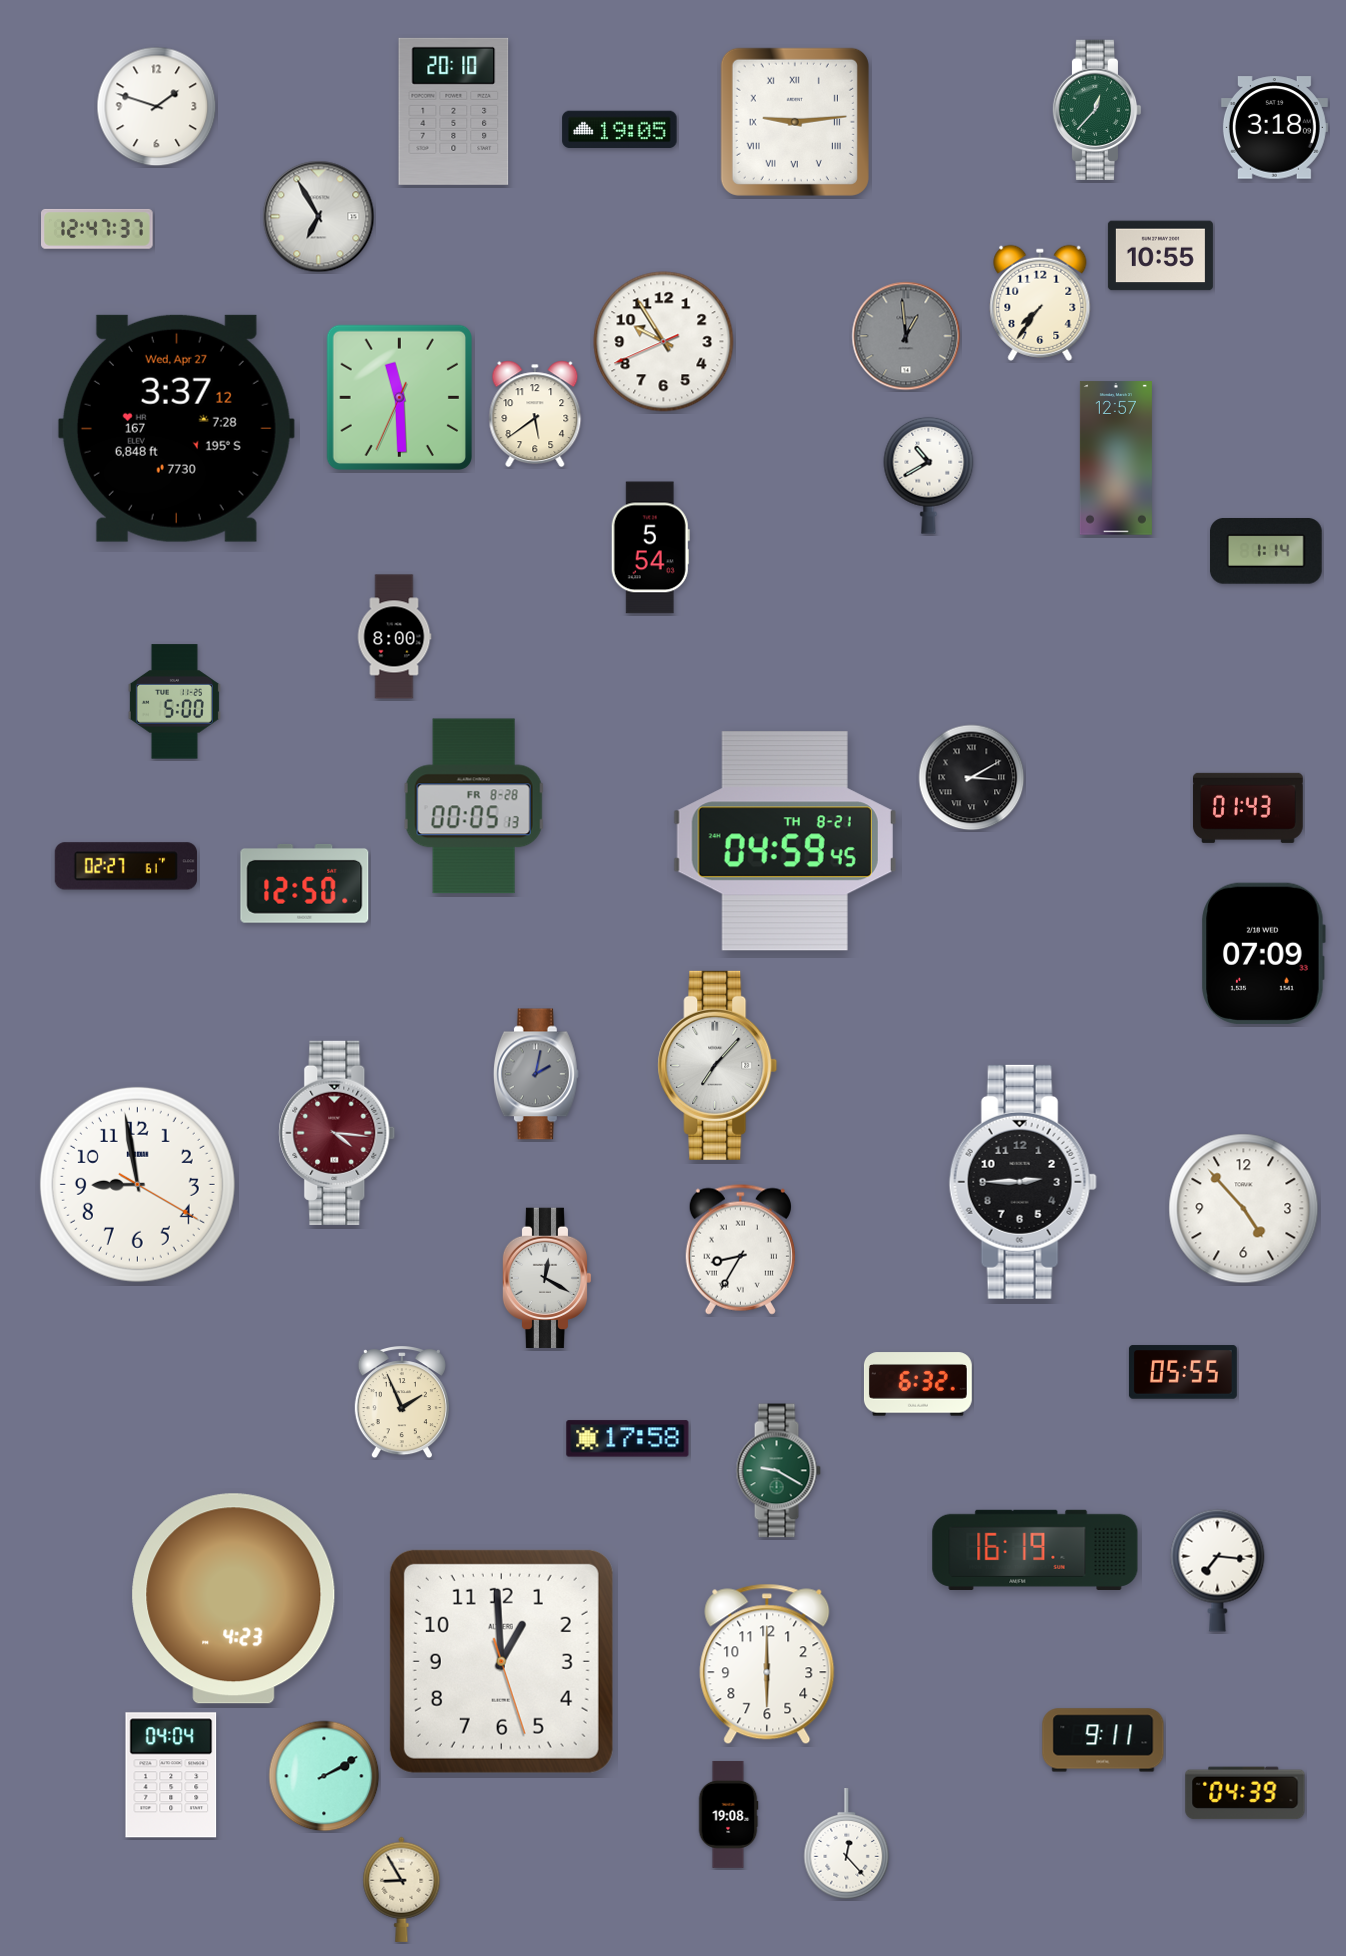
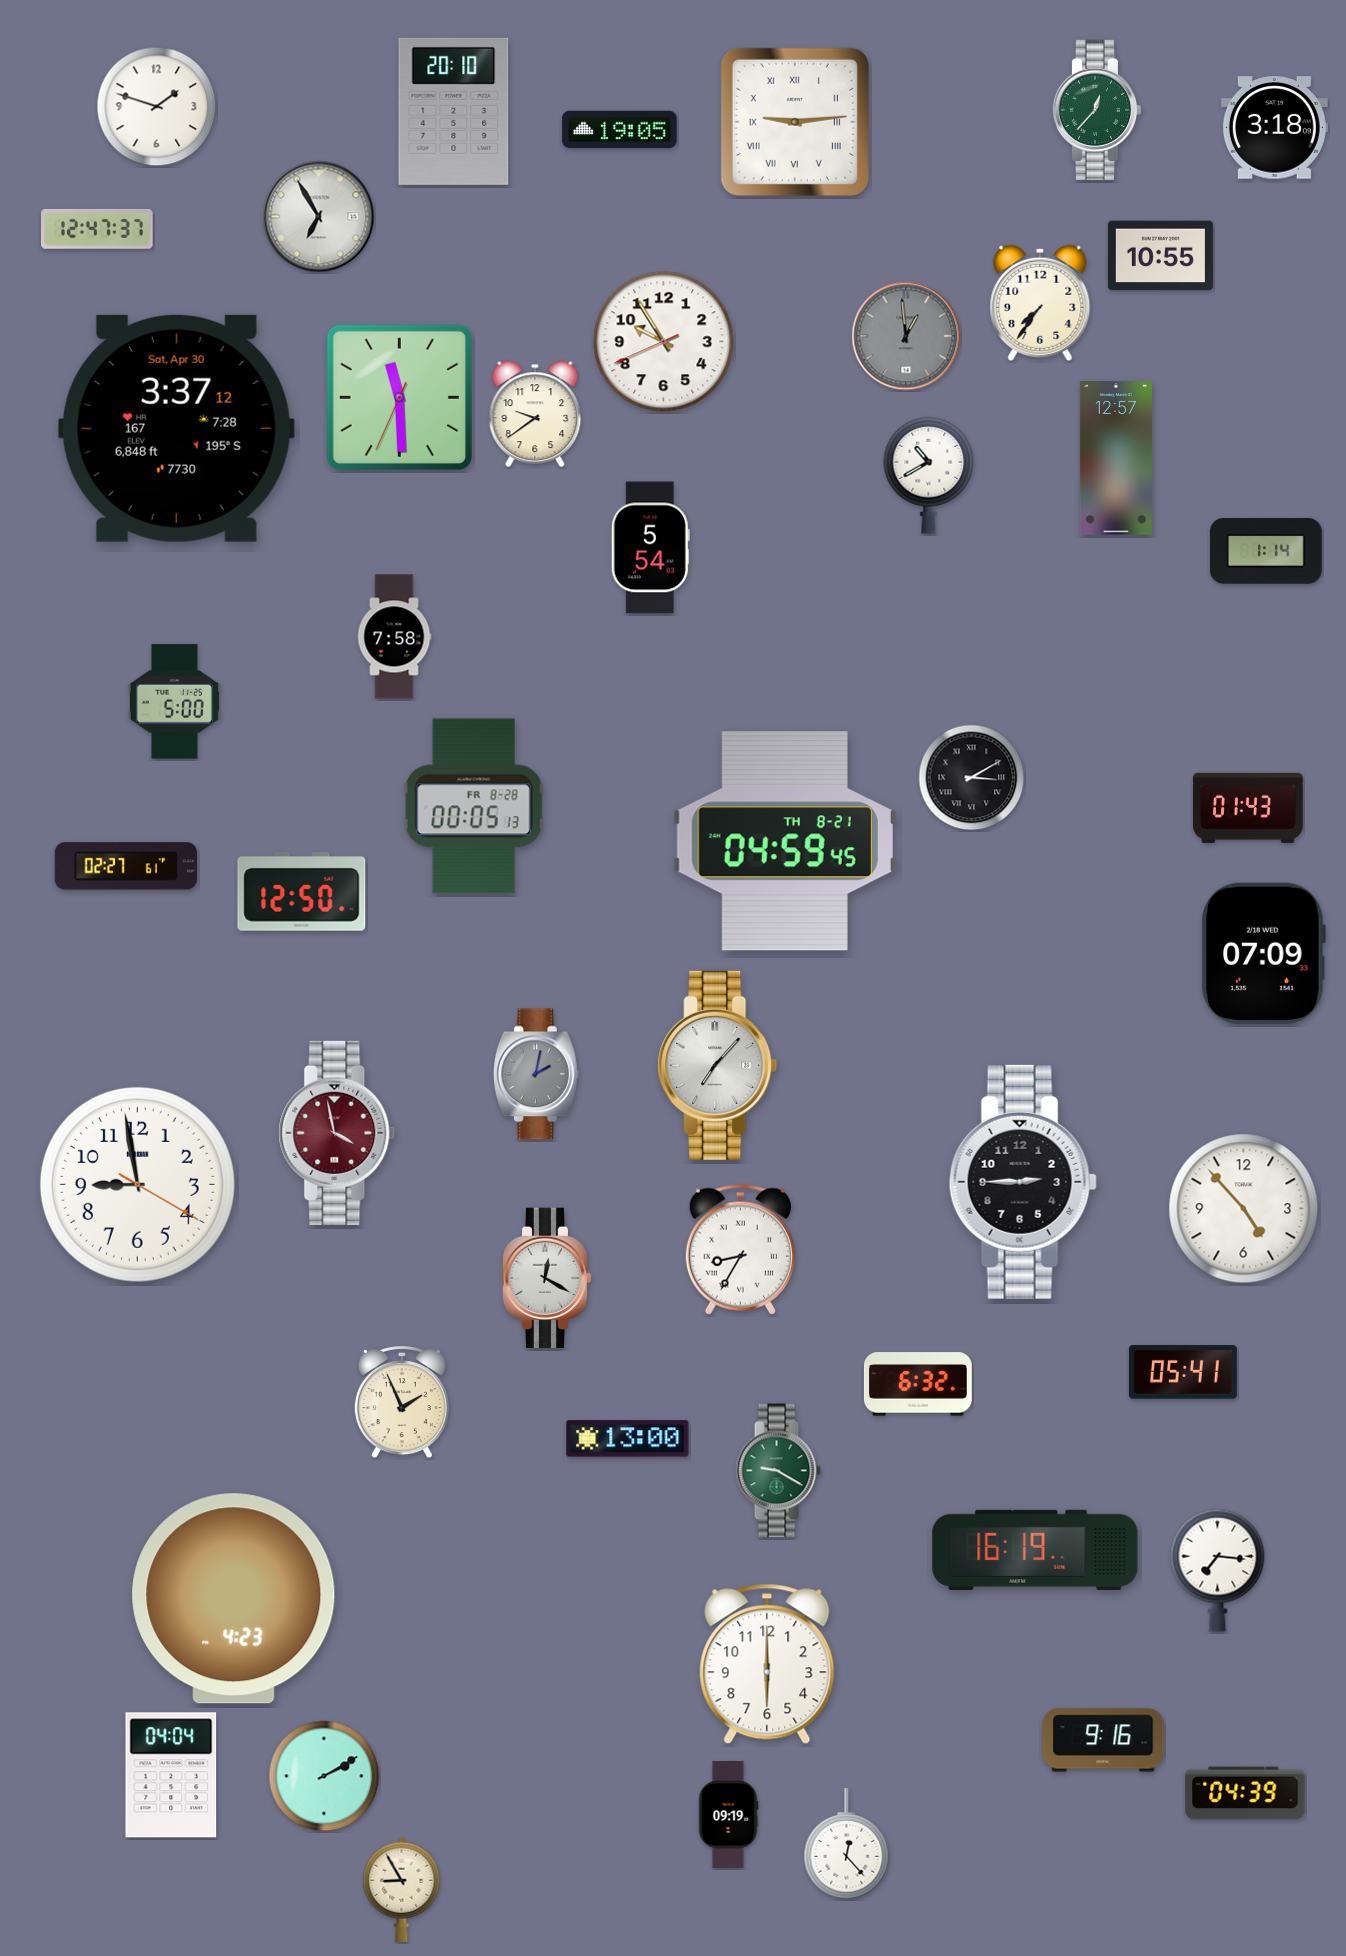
clock at (535, 414): 5:39 -> 9:39
clock at (176, 428) date: Wed, Apr 27 -> Sat, Apr 30
clock at (394, 637): 8:00 -> 7:58
clock at (305, 883) position: (305, 883) -> (302, 891)
clock at (337, 1133): 4:16 -> 3:58
clock at (1183, 1372): 05:55 -> 05:41
clock at (628, 1439): 17:58 -> 13:00
clock at (501, 1661): 12:59 -> none
clock at (1103, 1740): 9:11 -> 9:16
clock at (728, 1814): 19:08 -> 09:19
